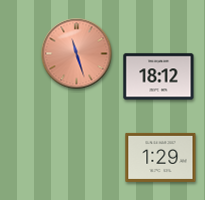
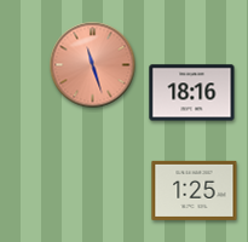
clock at (159, 77): 18:12 -> 18:16
clock at (161, 157): 1:29 -> 1:25
